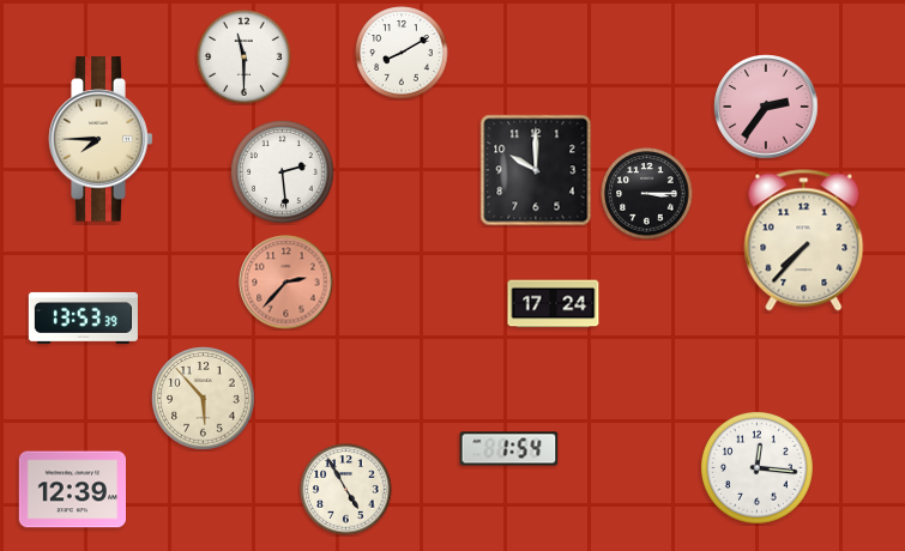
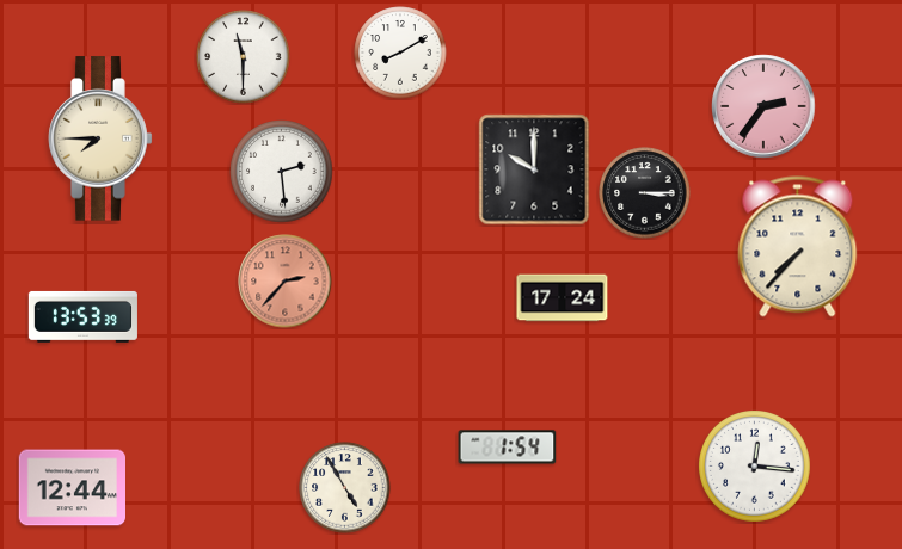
clock at (804, 241) position: (804, 241) -> (798, 247)
clock at (554, 304) position: (554, 304) -> (563, 298)
clock at (204, 399): 5:53 -> none
clock at (72, 490): 12:39 -> 12:44
